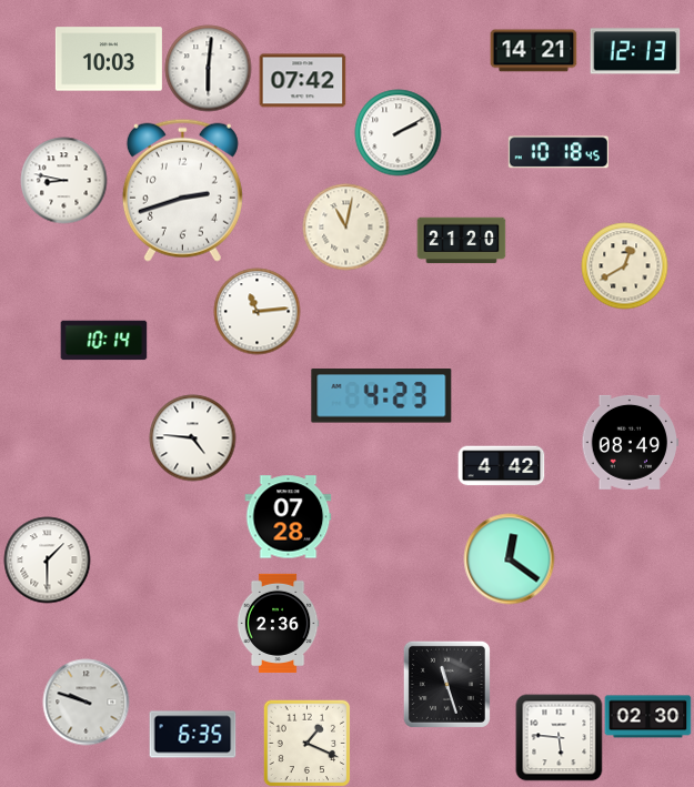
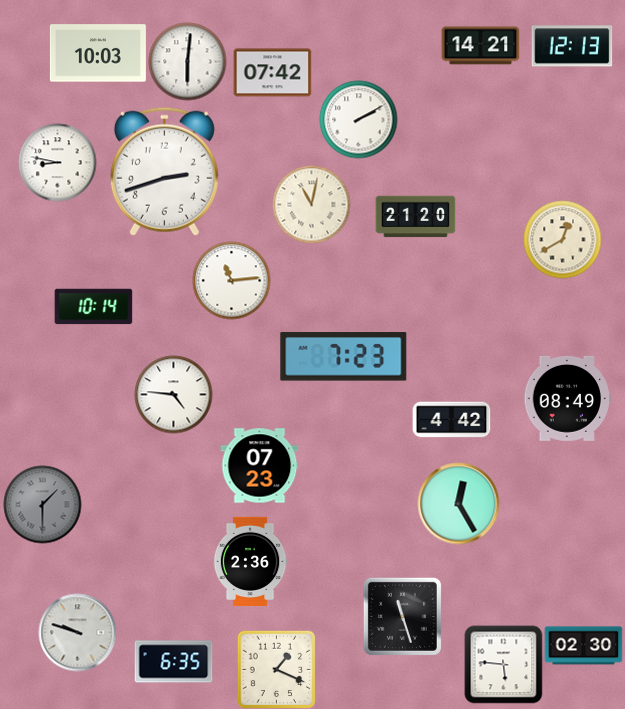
clock at (559, 152): 10:18 -> none
clock at (382, 396): 4:23 -> 7:23
clock at (288, 517): 07:28 -> 07:23
clock at (509, 558): 12:21 -> 12:25
clock at (47, 559) dial: white -> grey
